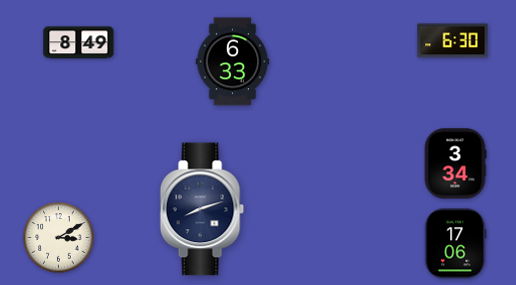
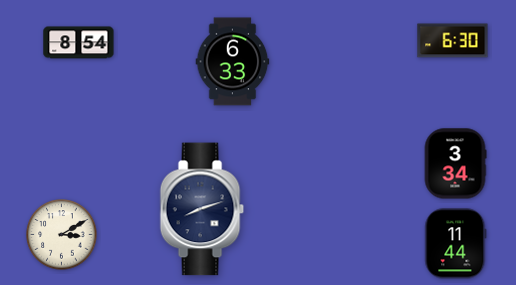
clock at (79, 43): 8:49 -> 8:54
clock at (59, 238) position: (59, 238) -> (62, 235)
clock at (456, 244): 17:06 -> 11:44
